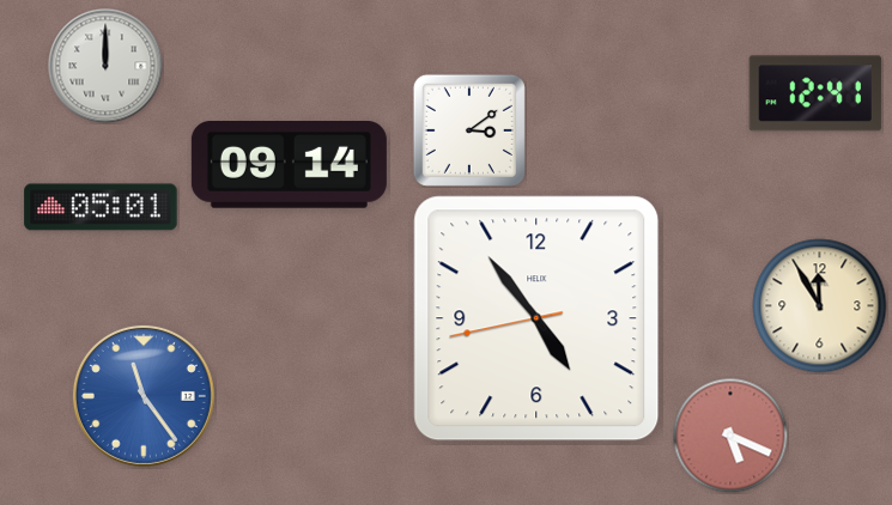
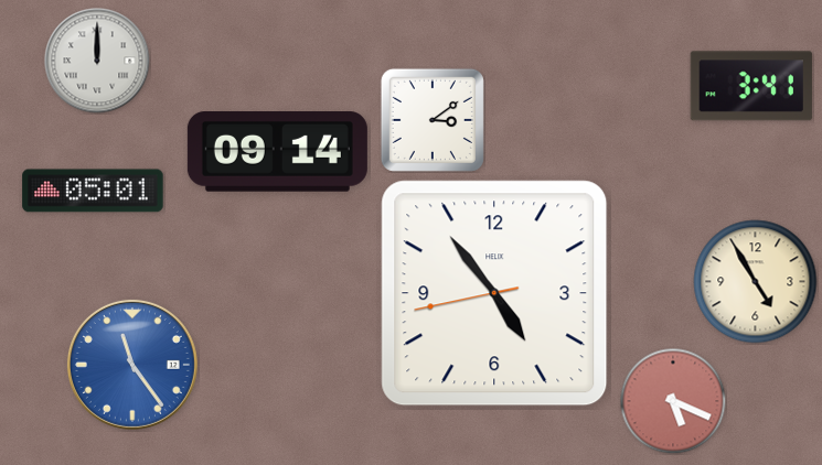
clock at (815, 93): 12:41 -> 3:41
clock at (289, 165) position: (289, 165) -> (277, 152)
clock at (820, 306): 11:55 -> 4:55
